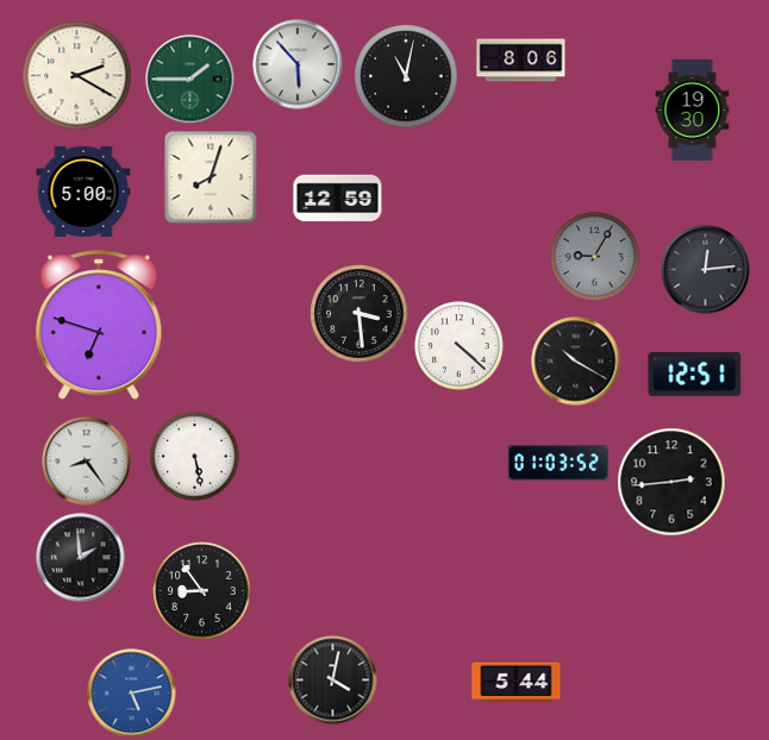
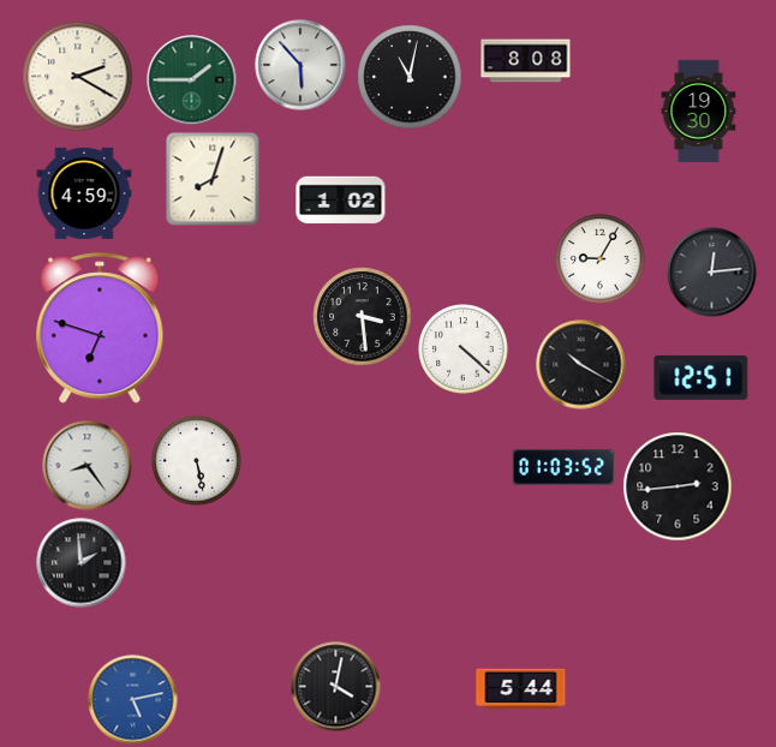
clock at (521, 61): 8:06 -> 8:08
clock at (83, 192): 5:00 -> 4:59
clock at (338, 199): 12:59 -> 1:02
clock at (595, 257) dial: grey -> white
clock at (202, 591): 8:54 -> none
